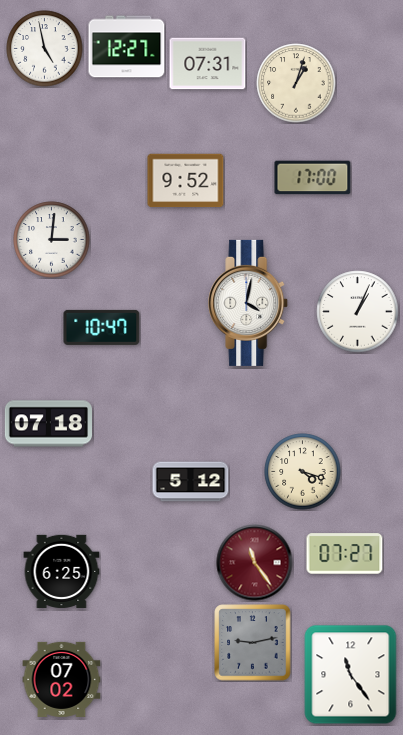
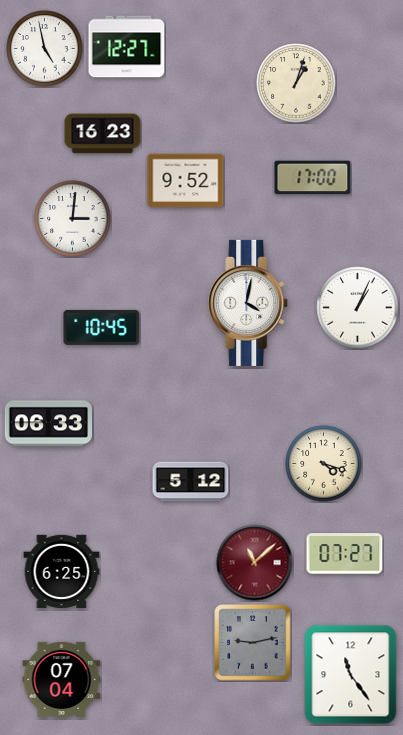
clock at (208, 64): 07:31 -> none
clock at (103, 134): none -> 16:23
clock at (52, 240) position: (52, 240) -> (73, 219)
clock at (358, 312) position: (358, 312) -> (358, 308)
clock at (102, 327): 10:47 -> 10:45
clock at (48, 424): 07:18 -> 06:33
clock at (303, 472) position: (303, 472) -> (324, 464)
clock at (255, 563): 11:24 -> 11:08
clock at (62, 679): 07:02 -> 07:04
